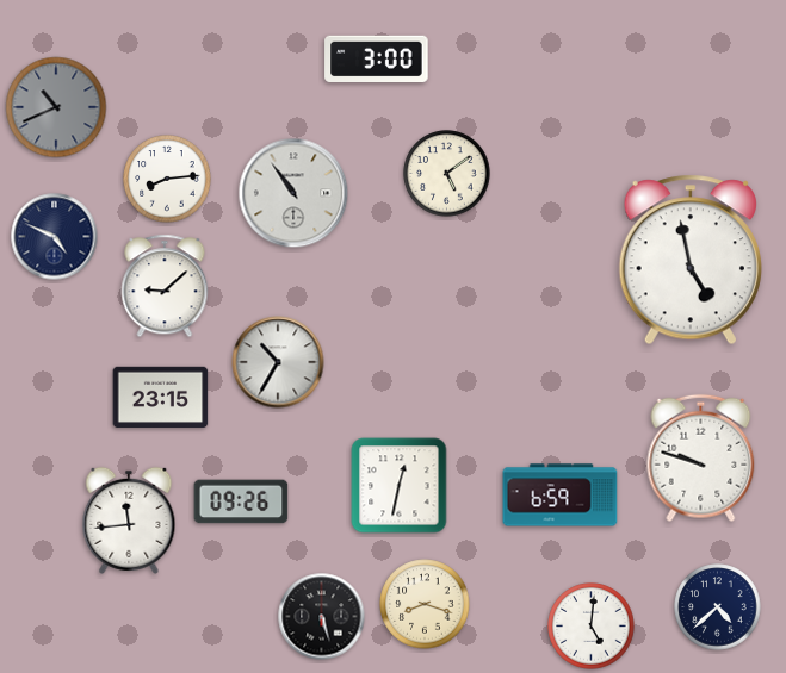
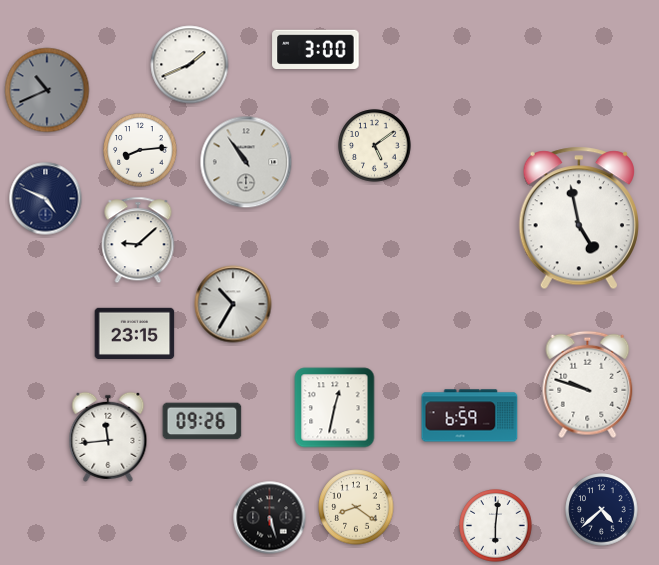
clock at (190, 65): none -> 1:41
clock at (425, 604): 8:18 -> 8:21
clock at (592, 627): 5:01 -> 6:01
